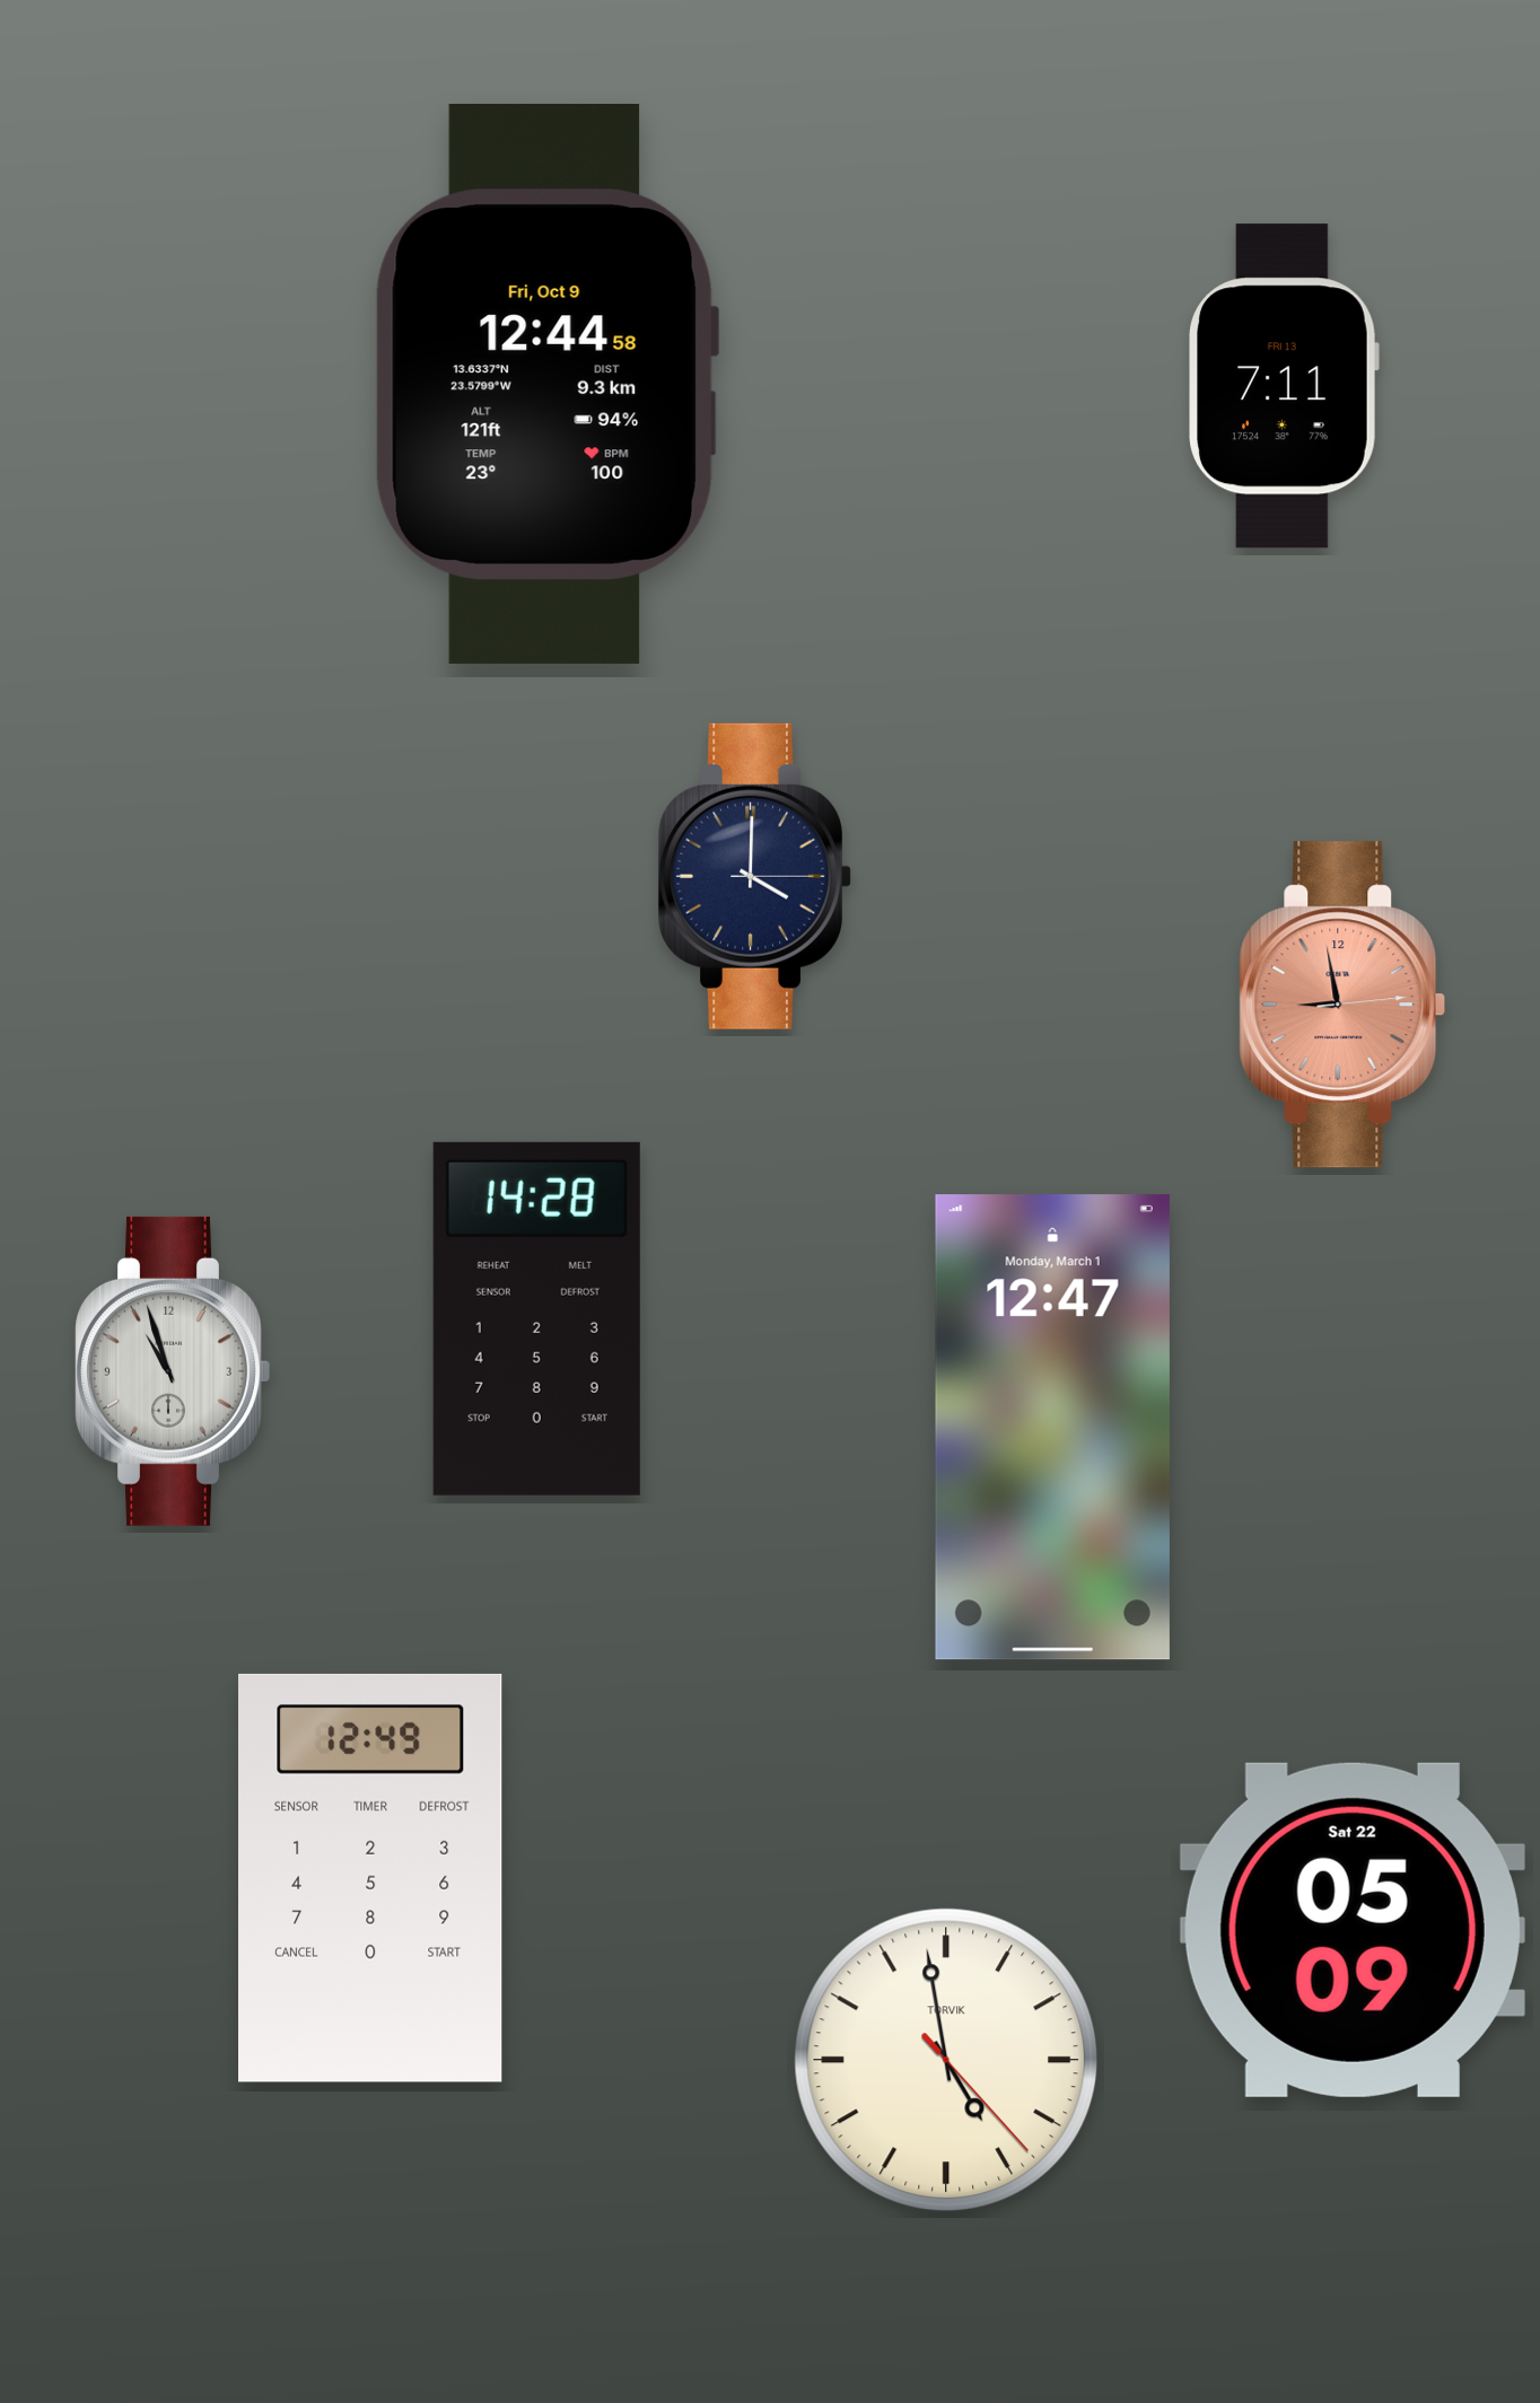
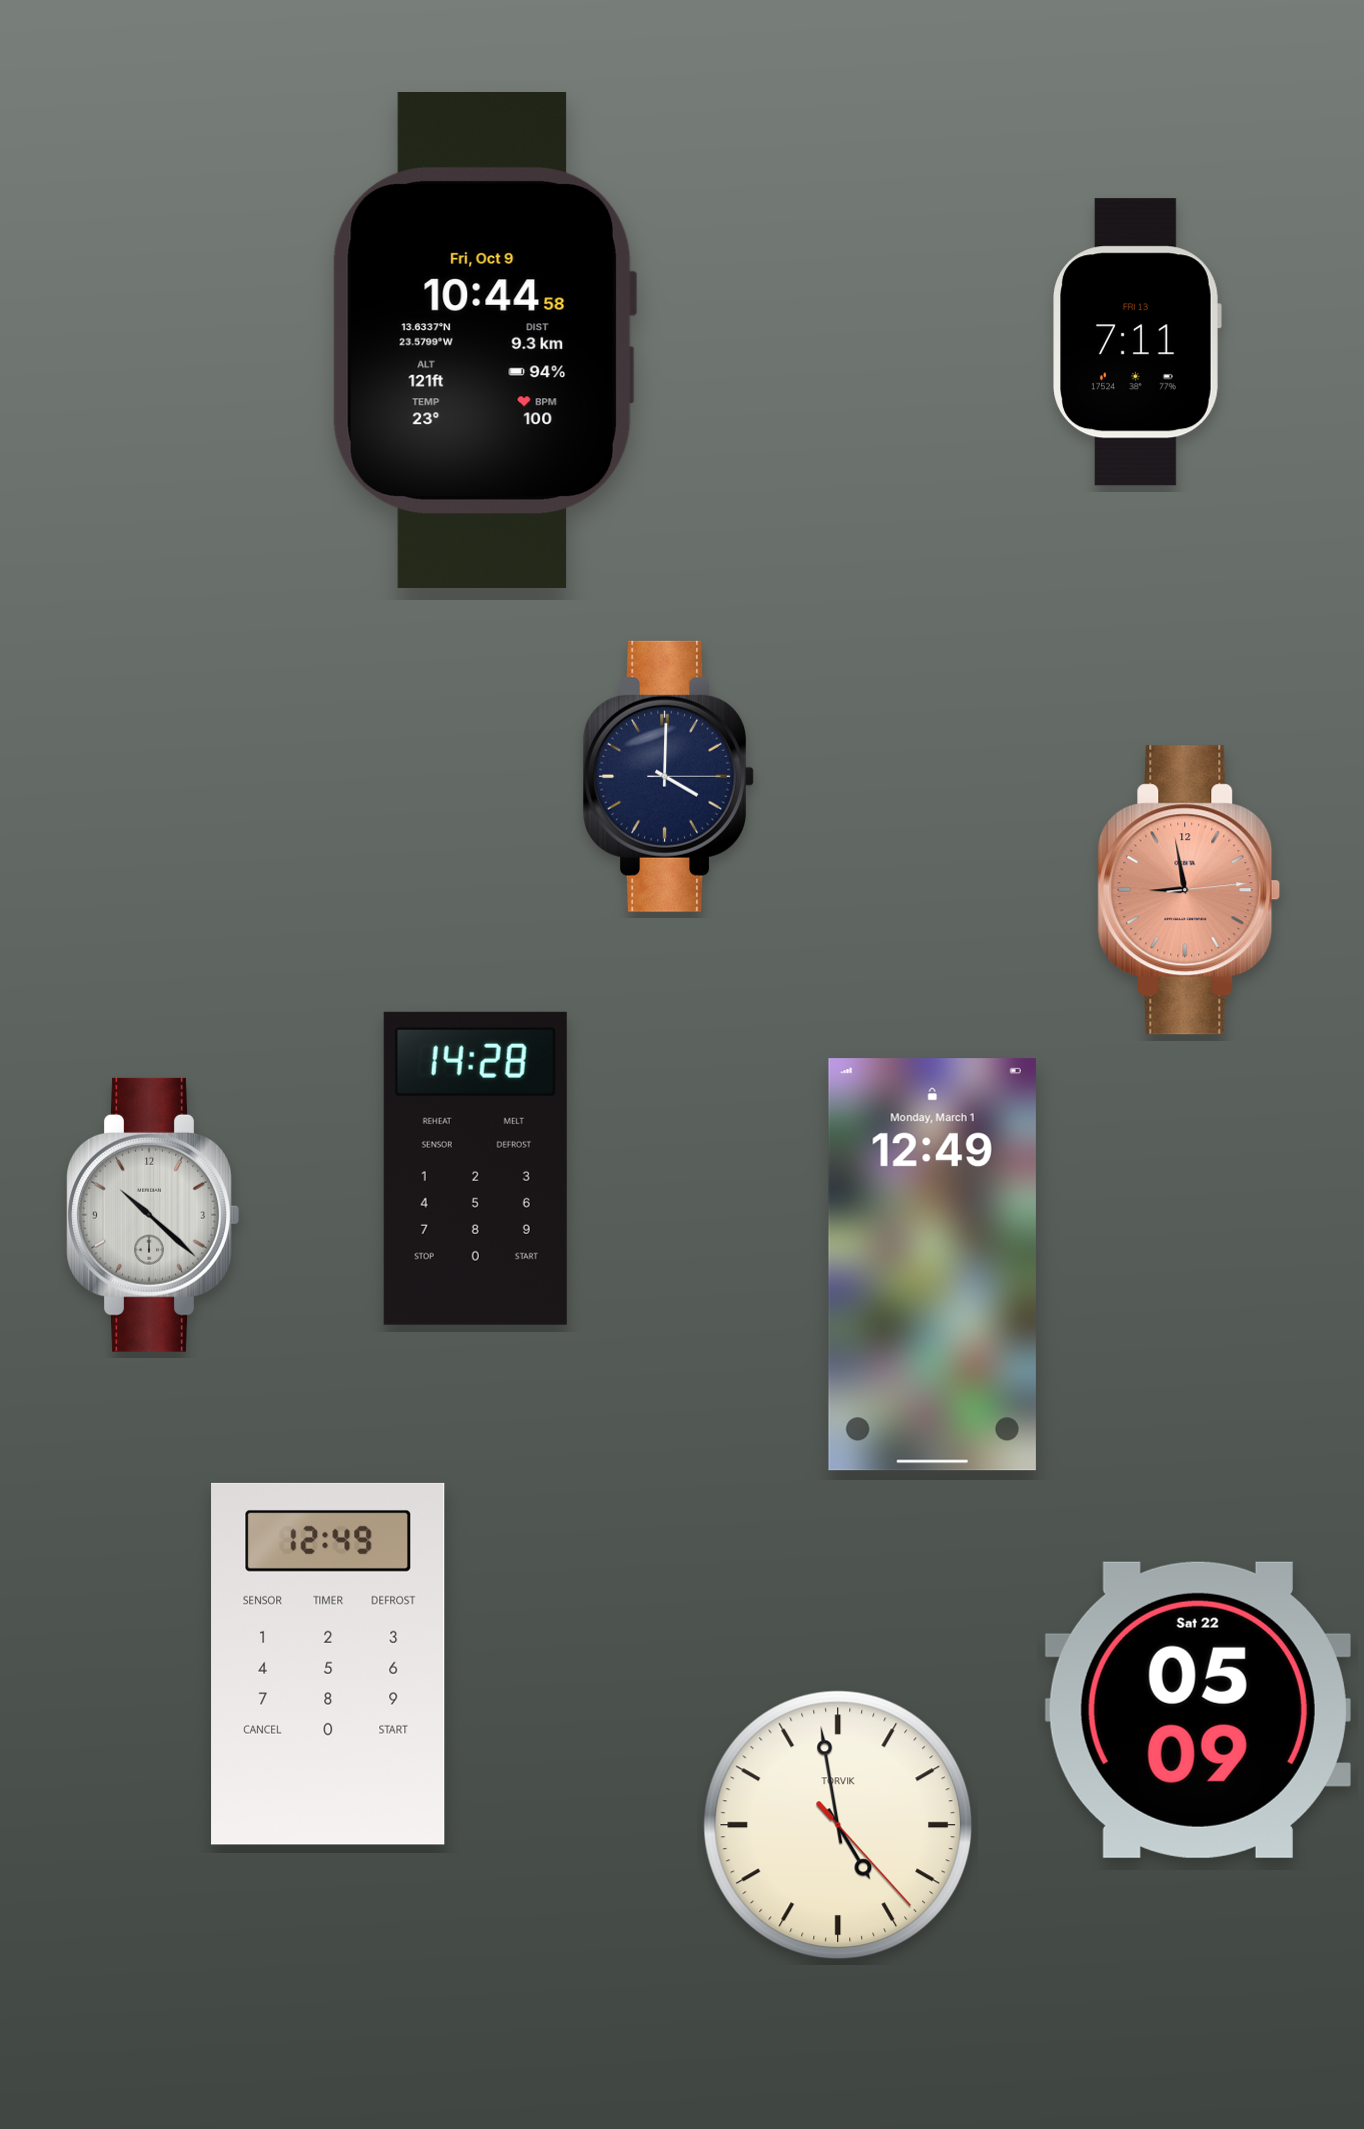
clock at (546, 385): 12:44 -> 10:44
clock at (173, 1371): 10:57 -> 10:22
clock at (1052, 1428): 12:47 -> 12:49
